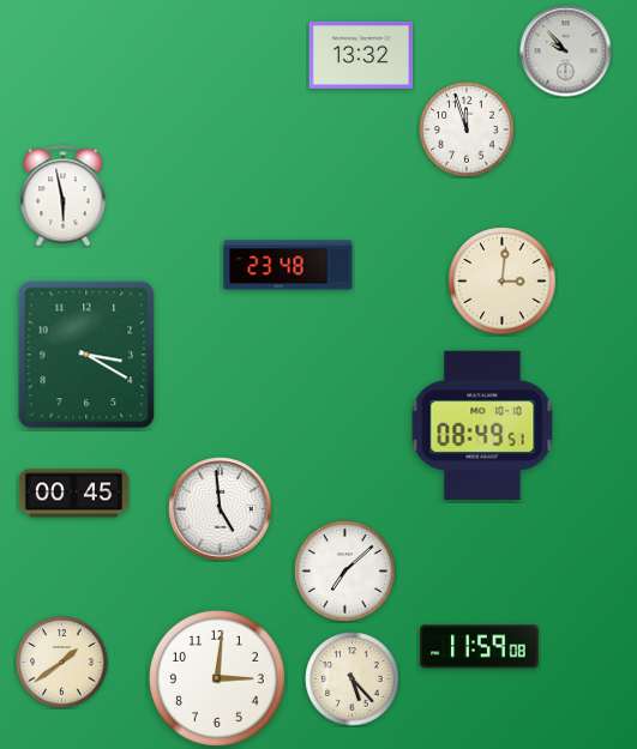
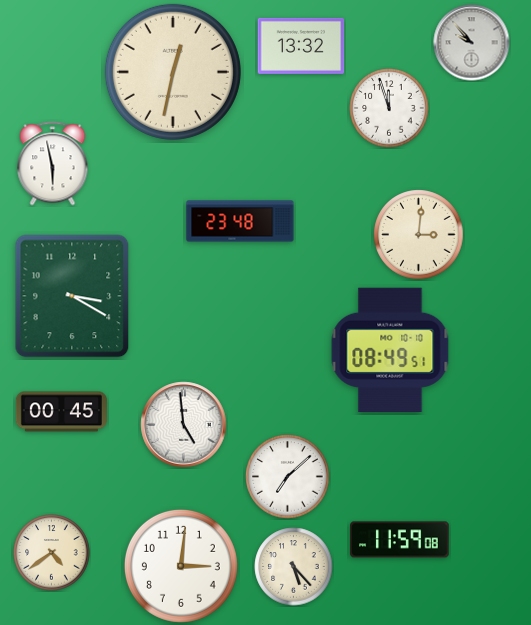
clock at (173, 72): none -> 12:32
clock at (482, 424) position: (482, 424) -> (390, 349)
clock at (62, 663): 1:39 -> 4:39
